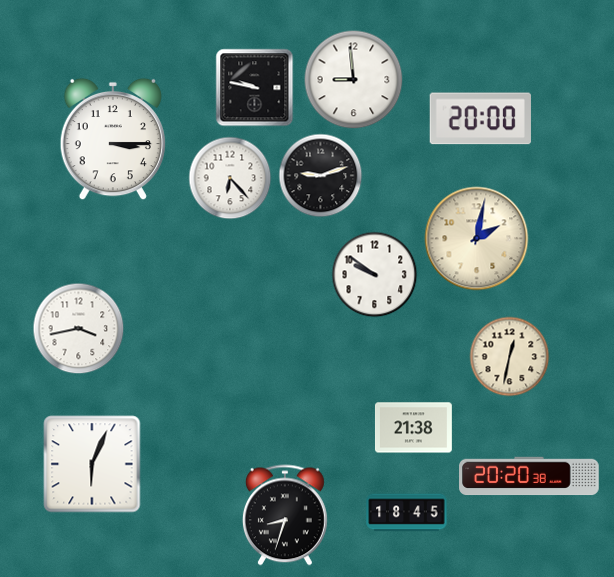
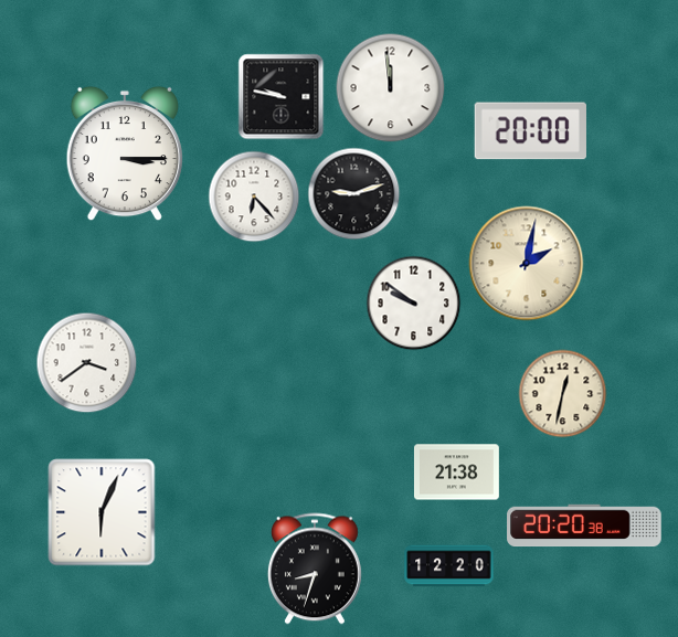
clock at (354, 80): 8:59 -> 11:59
clock at (79, 329): 3:43 -> 3:39
clock at (407, 513): 18:45 -> 12:20
